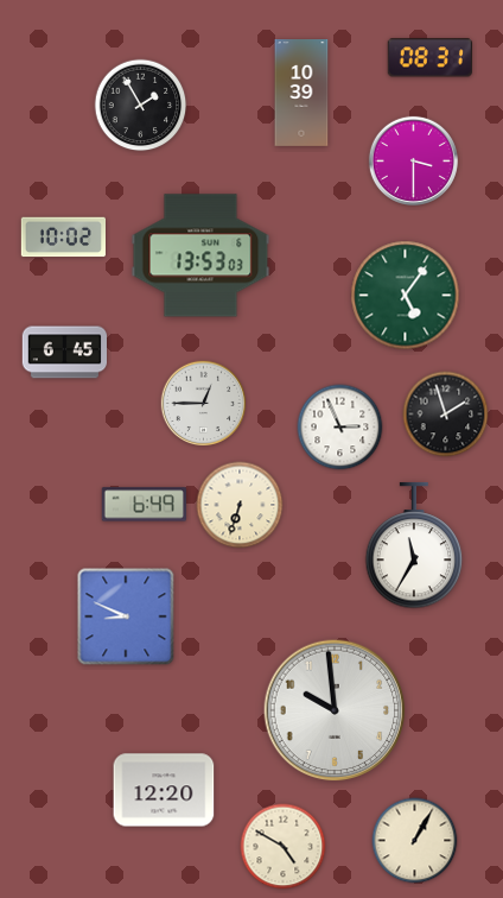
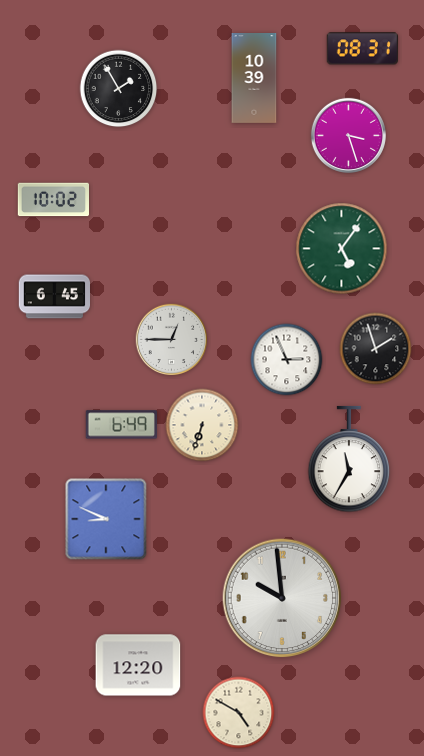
clock at (413, 160): 3:30 -> 3:27
clock at (200, 255): 13:53 -> none
clock at (415, 841): 1:05 -> none
